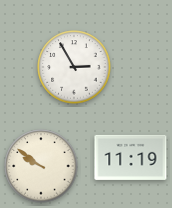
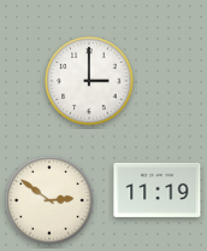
clock at (74, 67): 2:55 -> 3:00
clock at (41, 166): 9:51 -> 2:51
